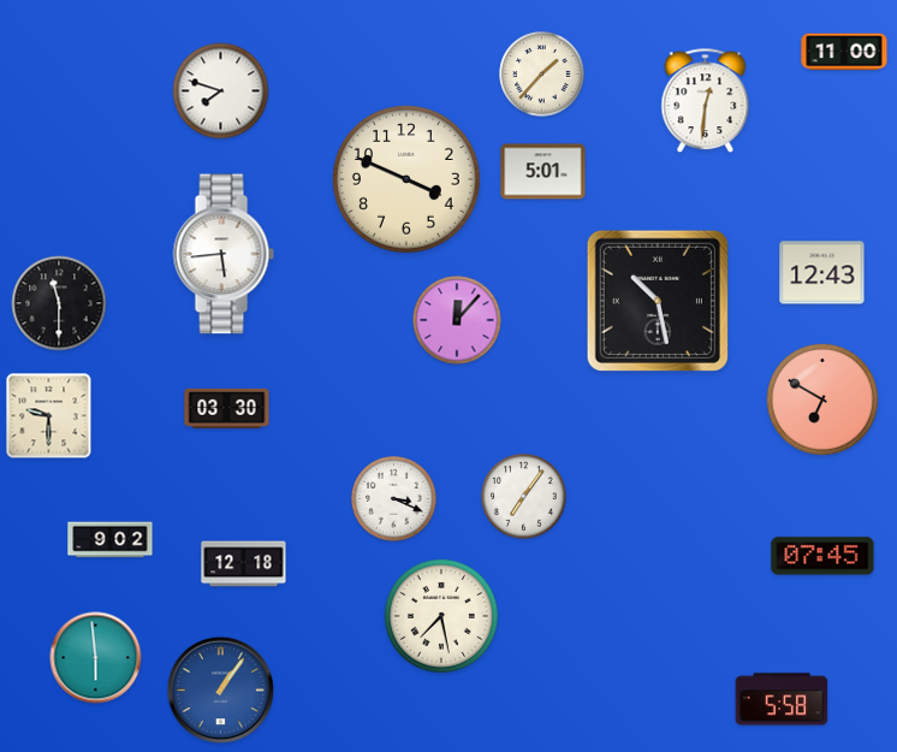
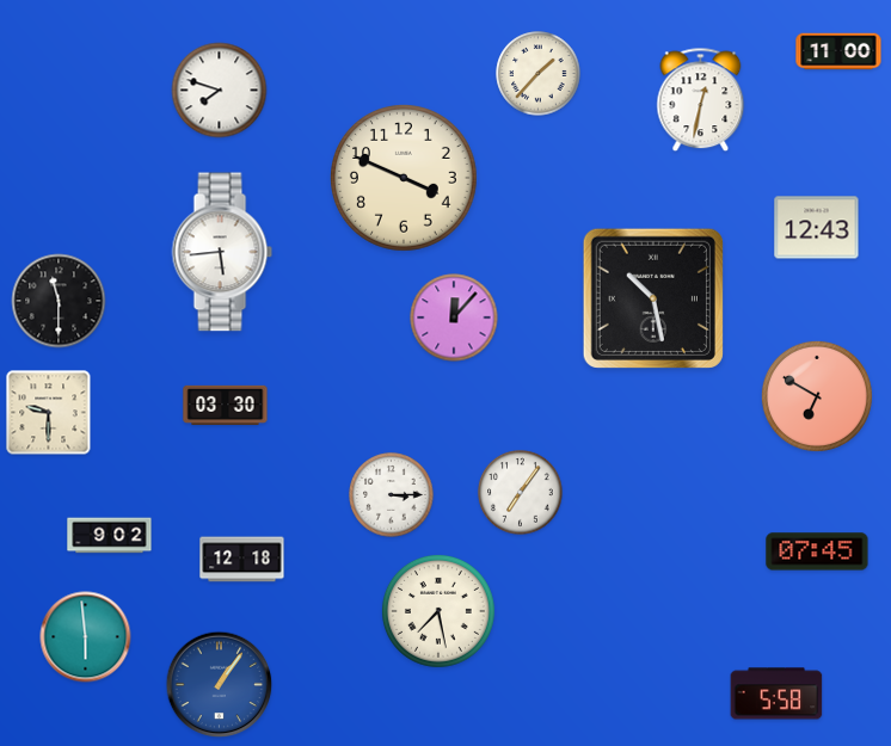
clock at (706, 101): 12:31 -> 12:32
clock at (543, 172): 5:01 -> none
clock at (822, 273) position: (822, 273) -> (817, 228)
clock at (394, 499): 3:19 -> 3:15
clock at (96, 658) position: (96, 658) -> (86, 637)
